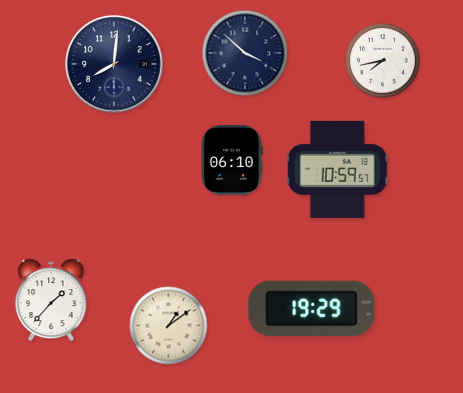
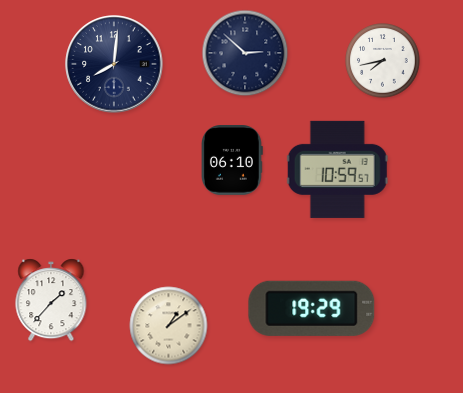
clock at (245, 53): 3:52 -> 2:52
